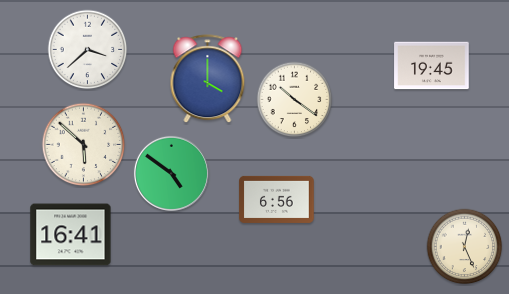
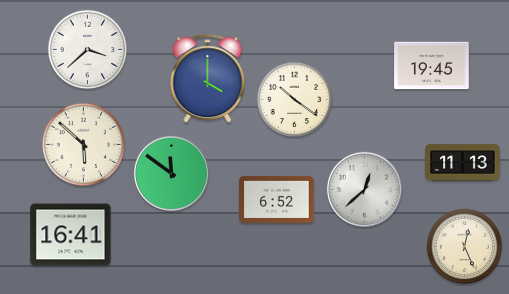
clock at (463, 163): none -> 11:13
clock at (171, 173): 4:51 -> 11:51
clock at (364, 189): none -> 12:38
clock at (277, 199): 6:56 -> 6:52
